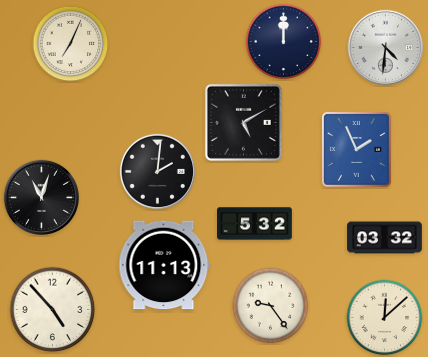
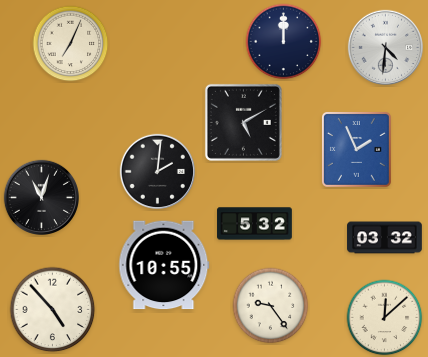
clock at (164, 265): 11:13 -> 10:55
